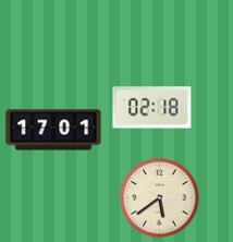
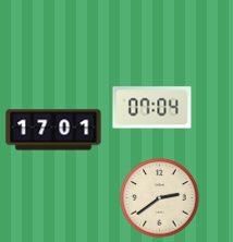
clock at (152, 108): 02:18 -> 07:04
clock at (160, 198): 5:39 -> 2:39
